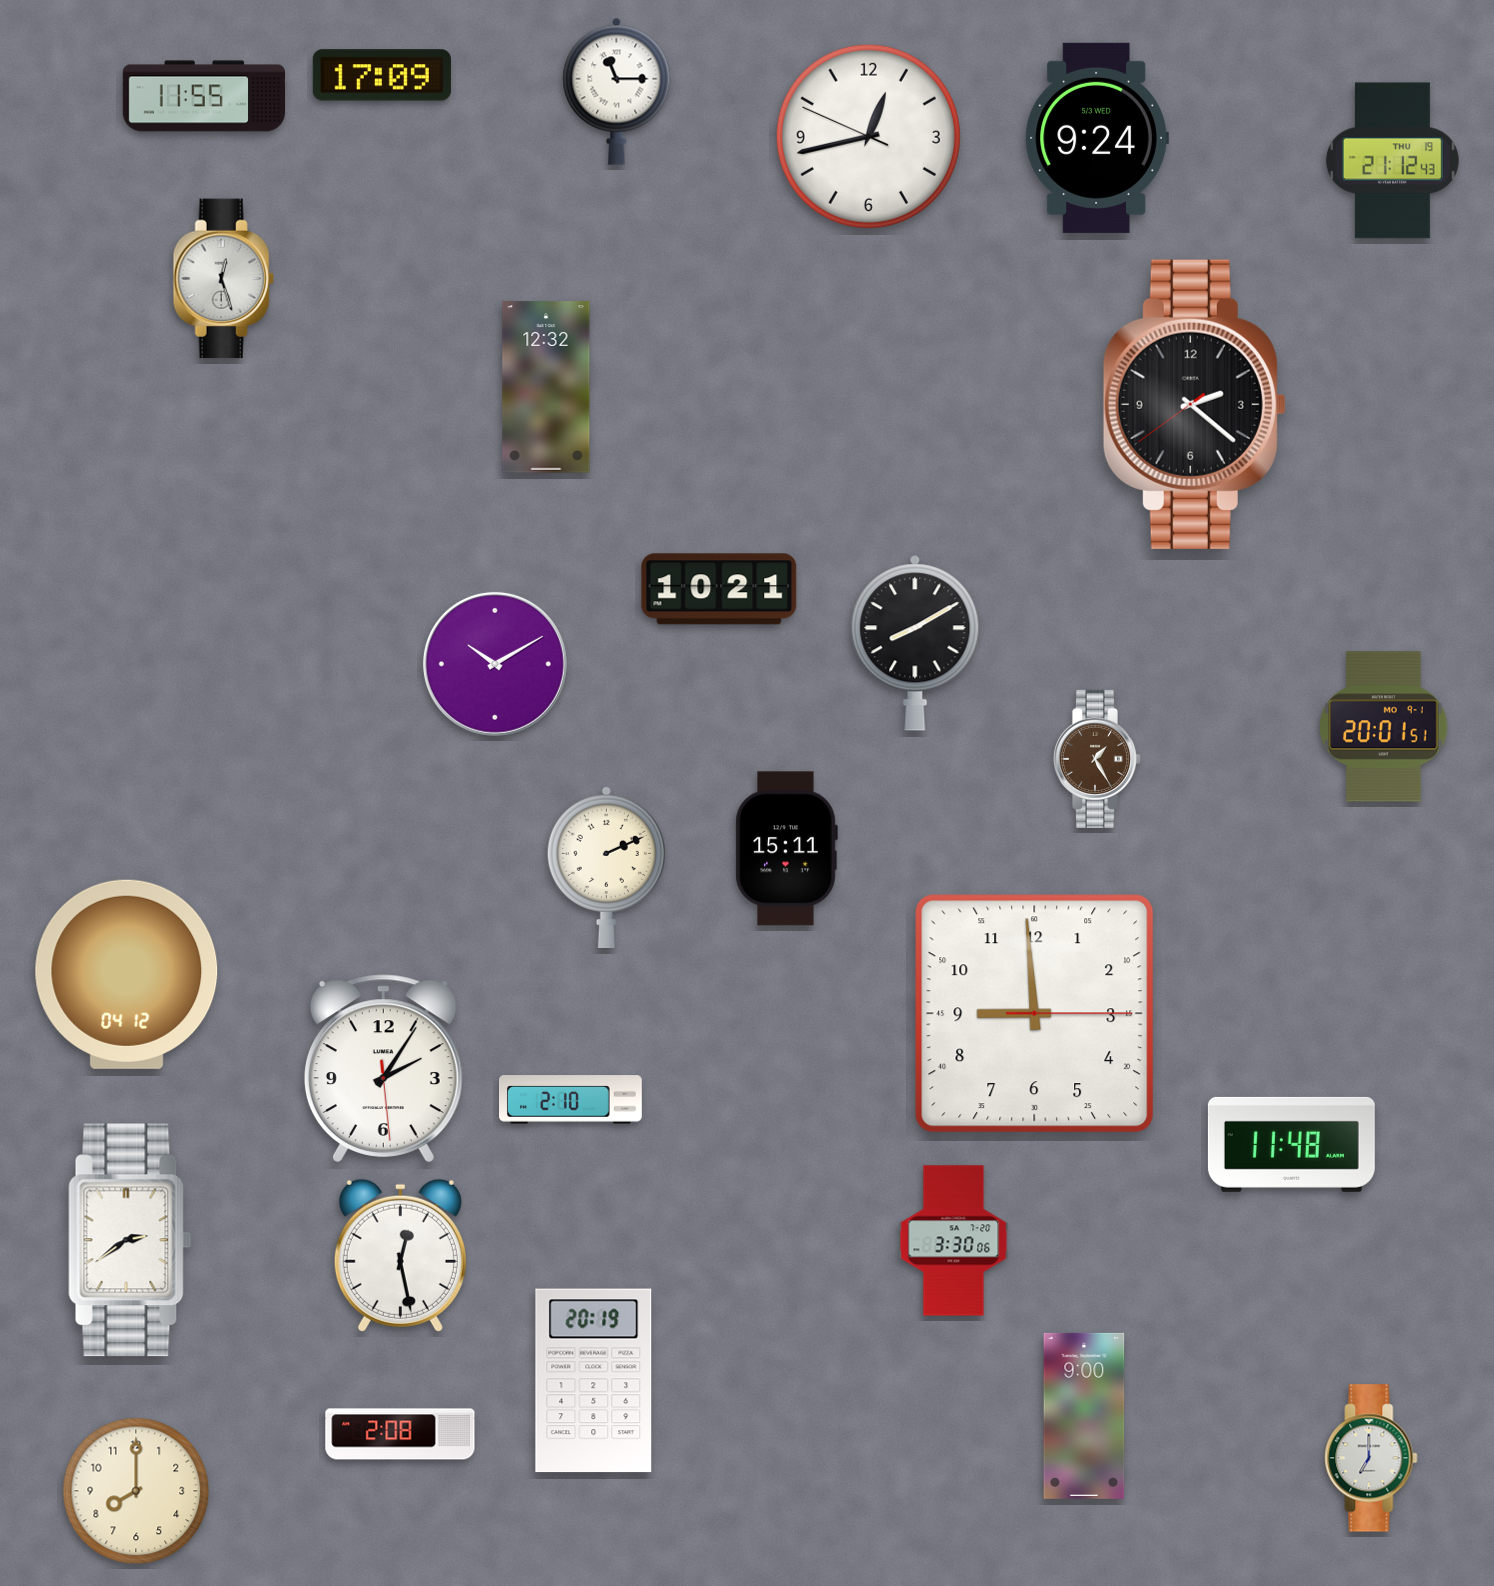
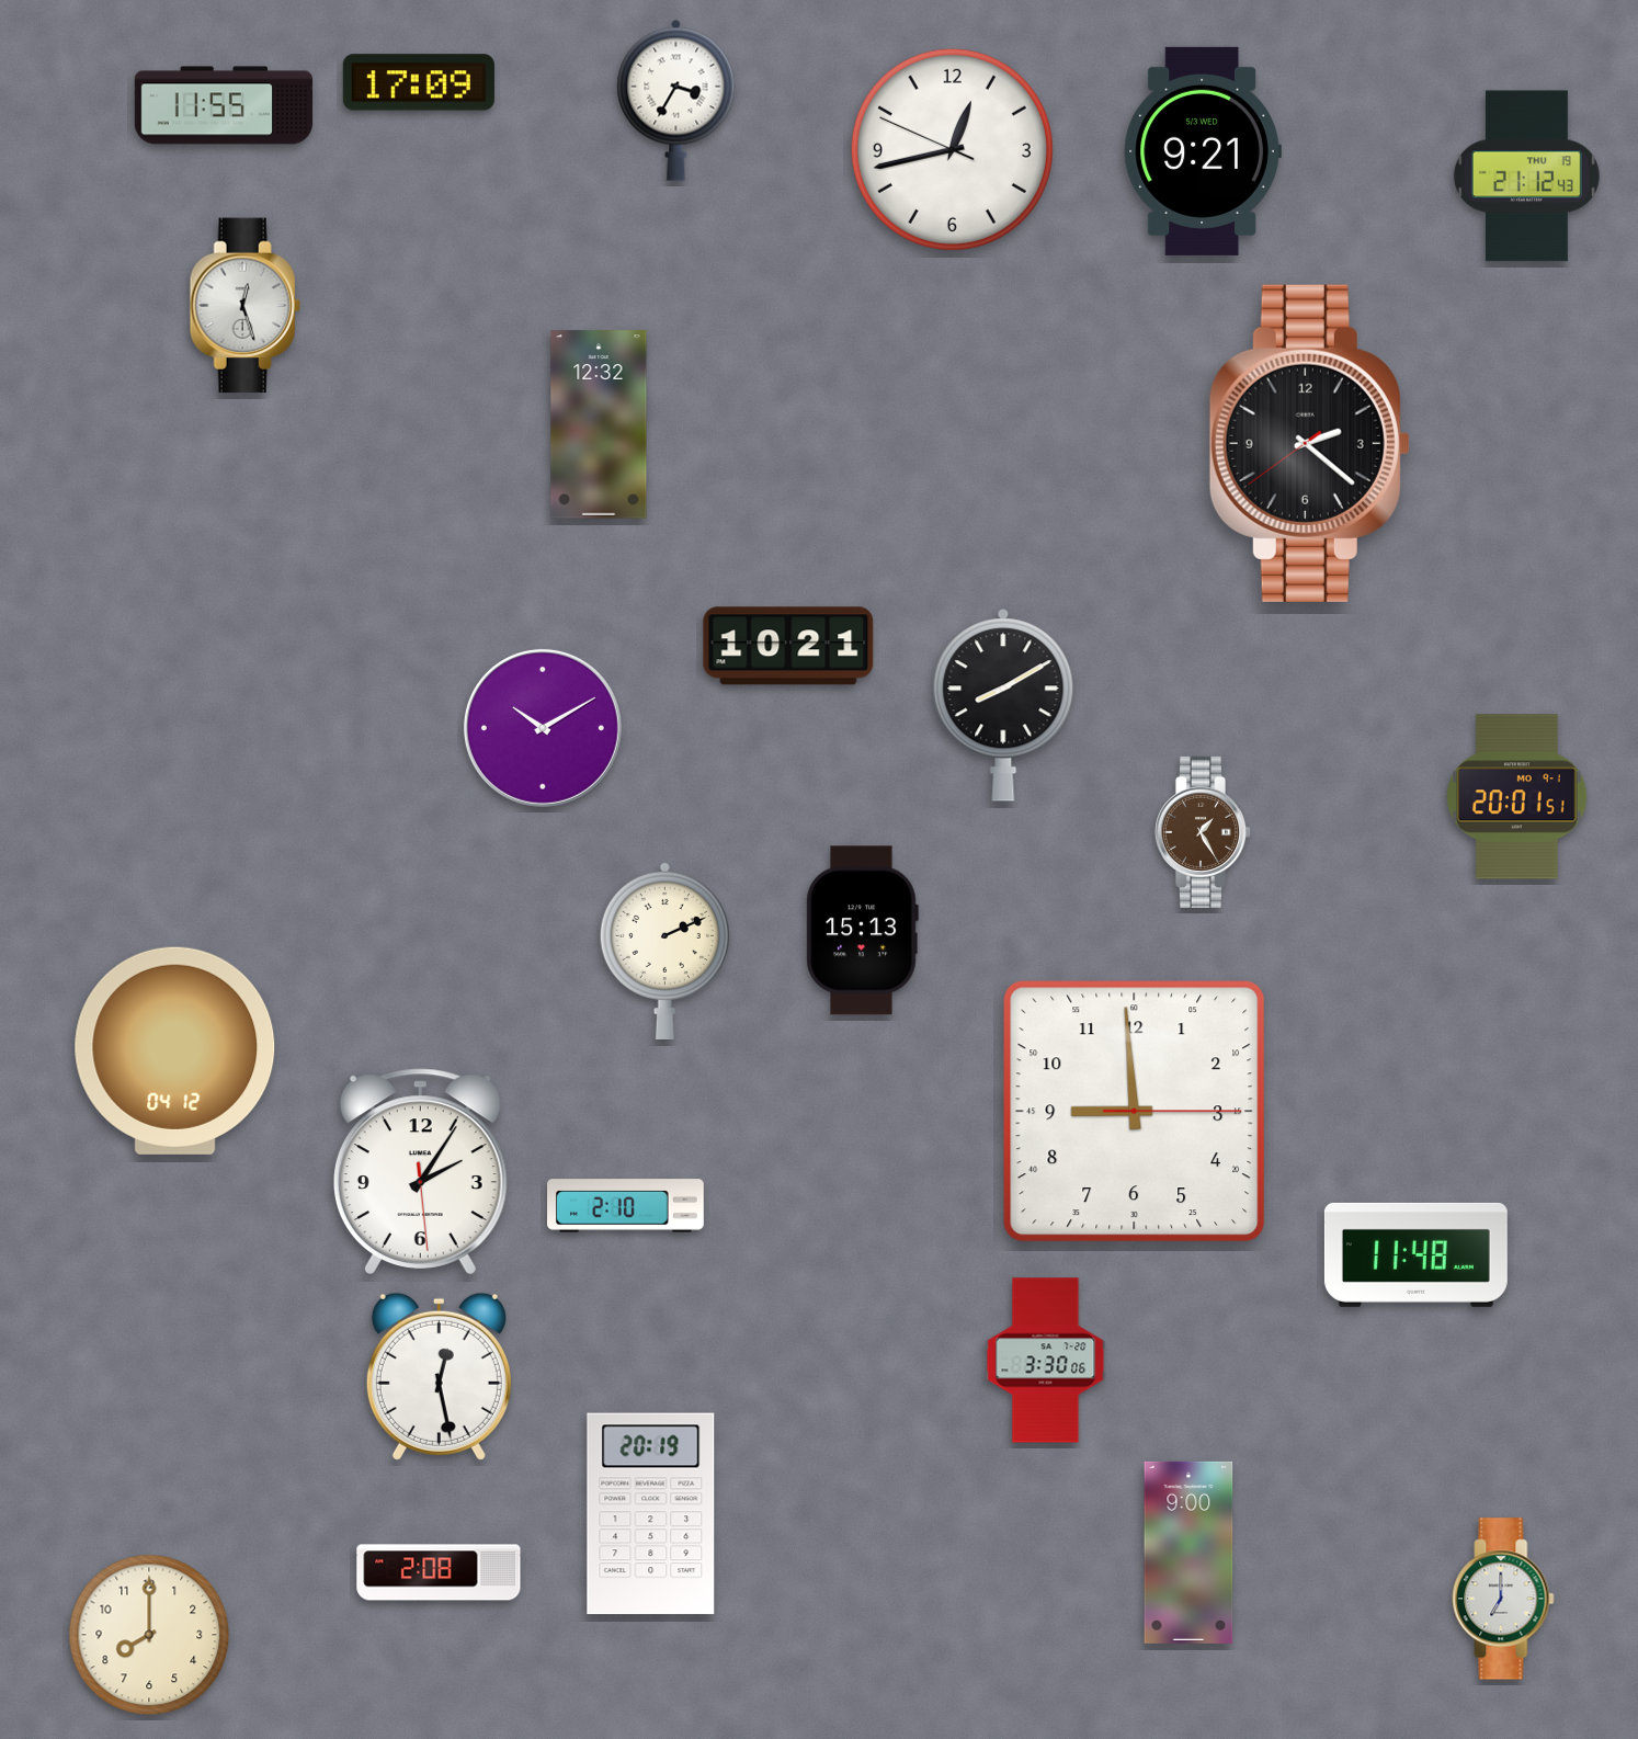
clock at (617, 91): 11:15 -> 3:35
clock at (1097, 138): 9:24 -> 9:21
clock at (786, 849): 15:11 -> 15:13
clock at (127, 974) position: (127, 974) -> (175, 1050)
clock at (130, 1240): 2:39 -> none
